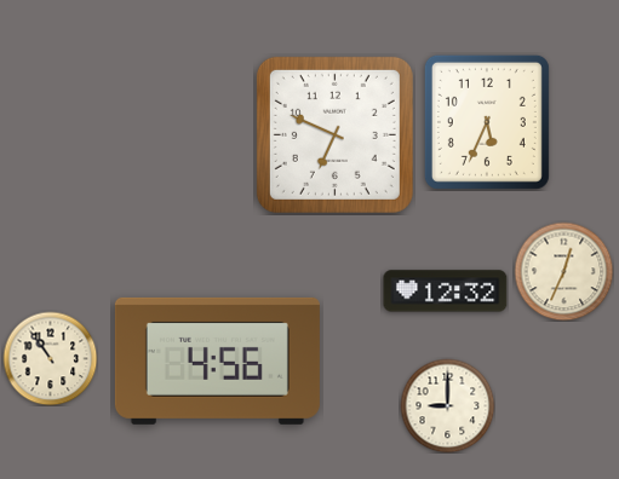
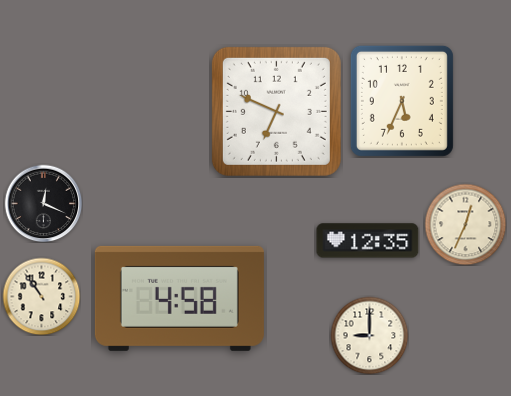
clock at (43, 203): none -> 12:19
clock at (446, 292): 12:32 -> 12:35
clock at (217, 360): 4:56 -> 4:58
